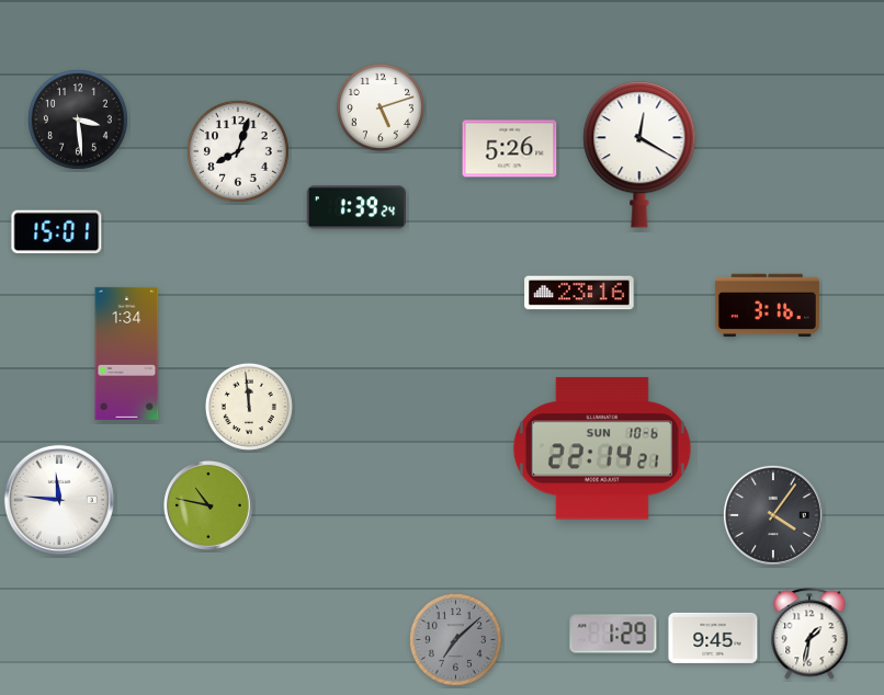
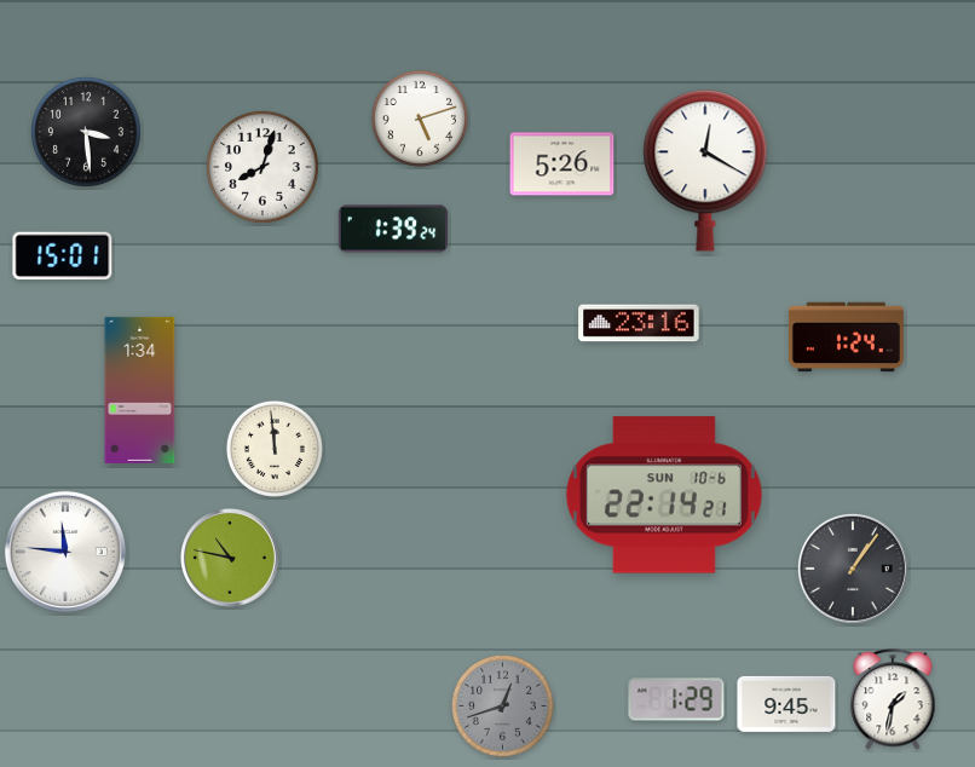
clock at (767, 306): 3:16 -> 1:24
clock at (773, 515): 4:06 -> 1:06
clock at (455, 639): 7:08 -> 12:42
